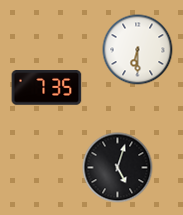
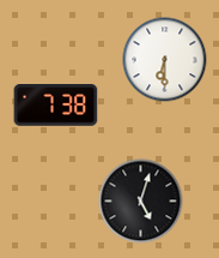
clock at (47, 88): 7:35 -> 7:38
